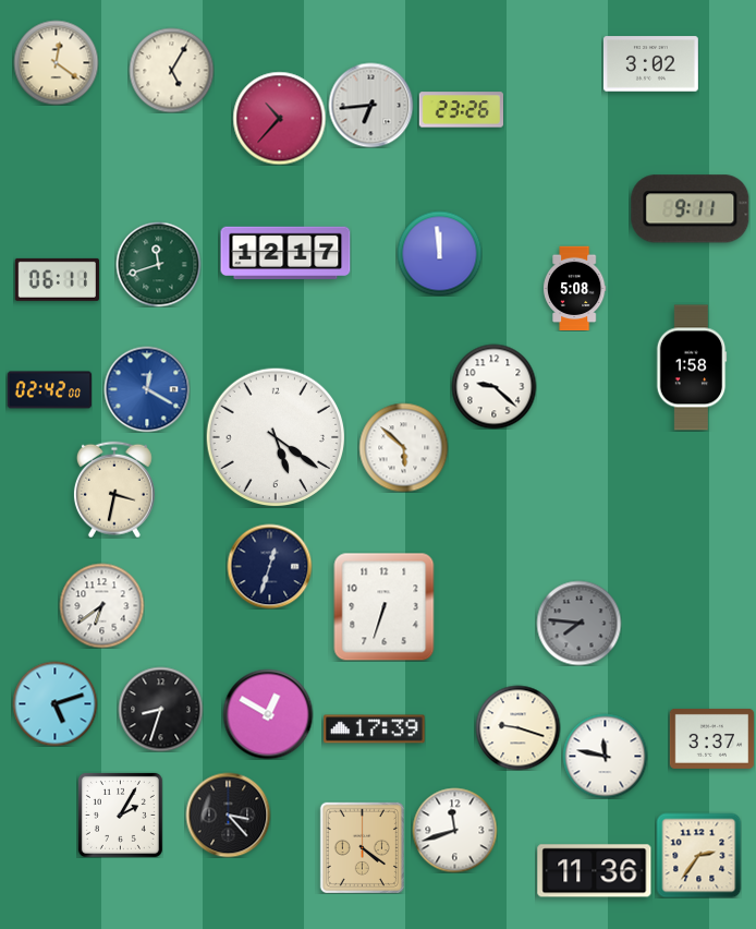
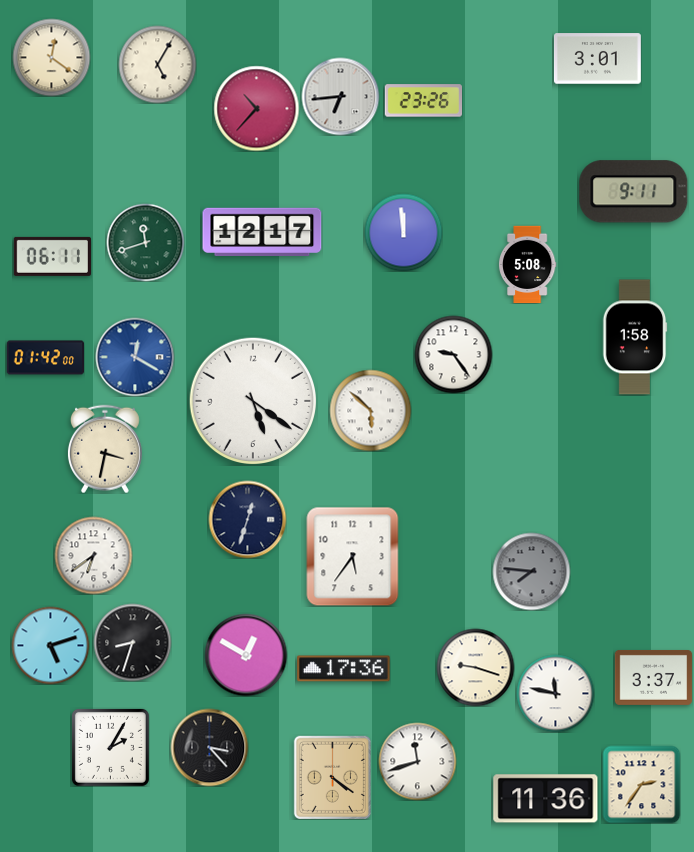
clock at (650, 64): 3:02 -> 3:01
clock at (493, 386): 9:22 -> 9:24
clock at (49, 390): 02:42 -> 01:42
clock at (385, 606): 6:33 -> 5:36
clock at (160, 709) position: (160, 709) -> (132, 642)
clock at (375, 729): 17:39 -> 17:36
